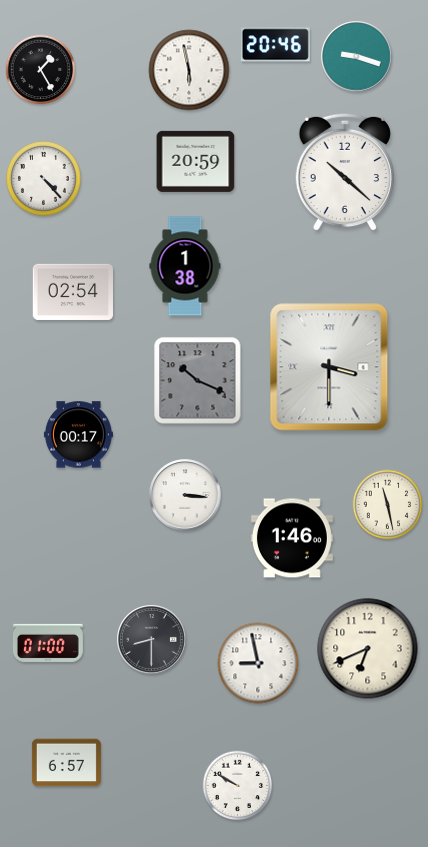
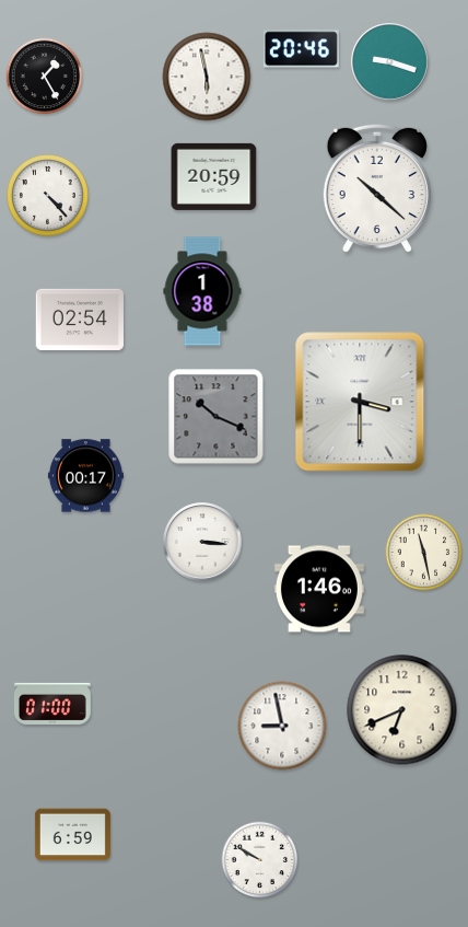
clock at (152, 640): 8:30 -> none
clock at (66, 763): 6:57 -> 6:59
